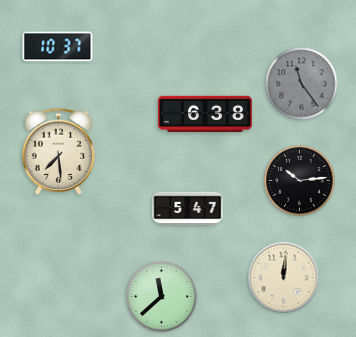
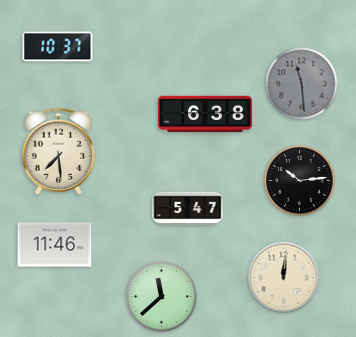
clock at (302, 84): 11:24 -> 11:29
clock at (55, 245): none -> 11:46
